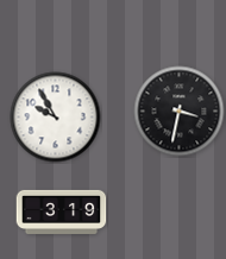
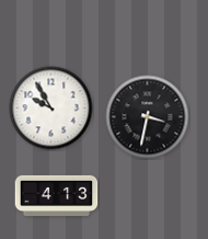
clock at (180, 112) position: (180, 112) -> (148, 117)
clock at (62, 211): 3:19 -> 4:13
